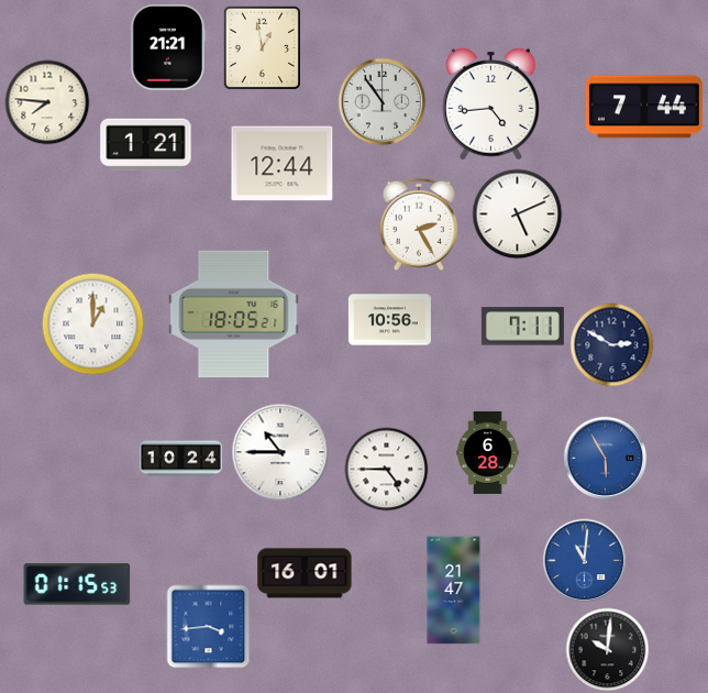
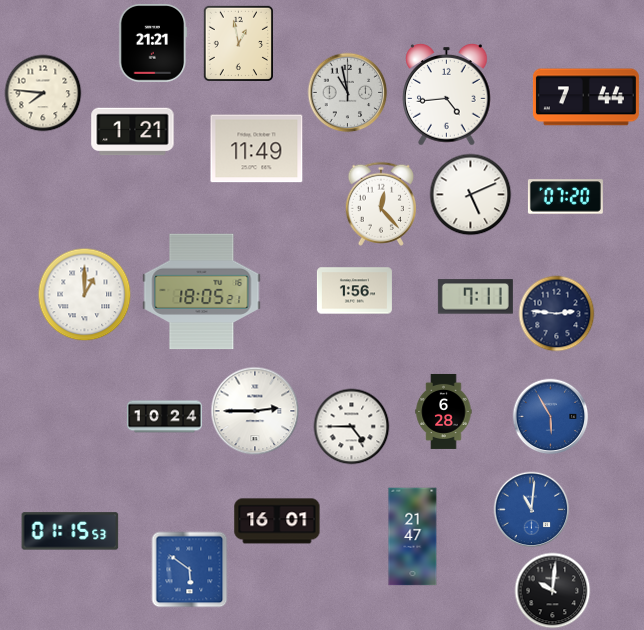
clock at (383, 102): 10:54 -> 10:58
clock at (283, 164): 12:44 -> 11:49
clock at (565, 197): none -> 07:20
clock at (419, 224): 2:25 -> 12:23
clock at (234, 315) position: (234, 315) -> (202, 292)
clock at (389, 320): 10:56 -> 1:56
clock at (612, 345): 2:50 -> 2:46
clock at (280, 452): 10:45 -> 2:45
clock at (209, 627): 3:44 -> 5:51
